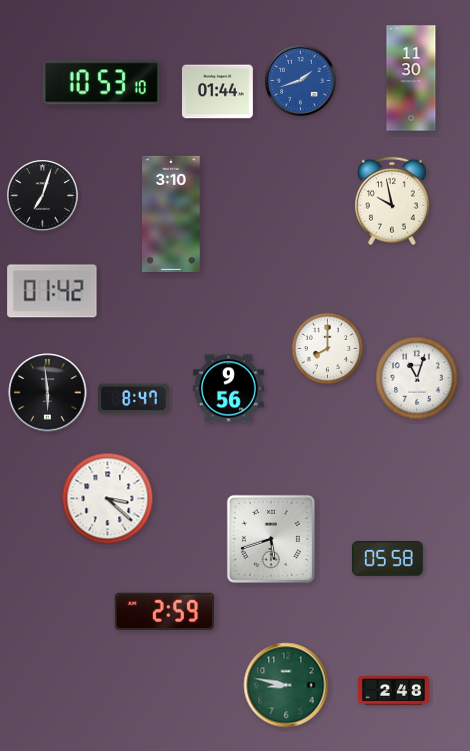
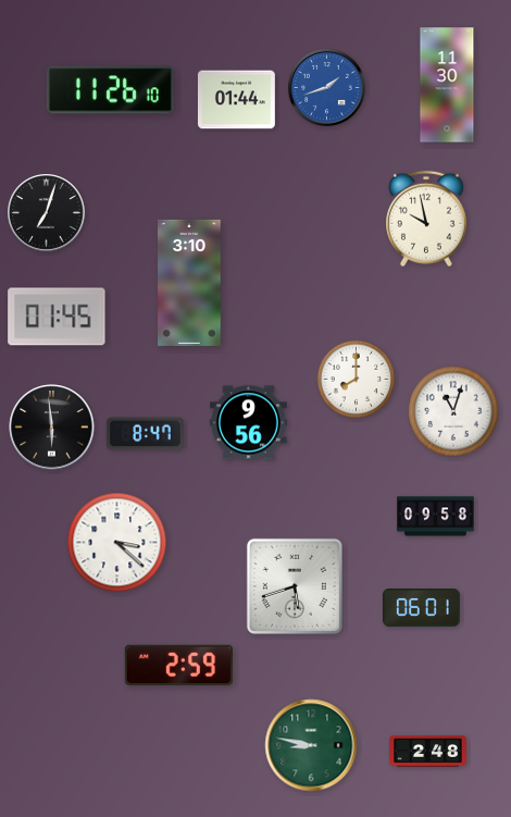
clock at (101, 83): 10:53 -> 11:26
clock at (171, 214) position: (171, 214) -> (189, 283)
clock at (52, 291): 01:42 -> 01:45
clock at (436, 517): none -> 09:58
clock at (388, 559): 05:58 -> 06:01
